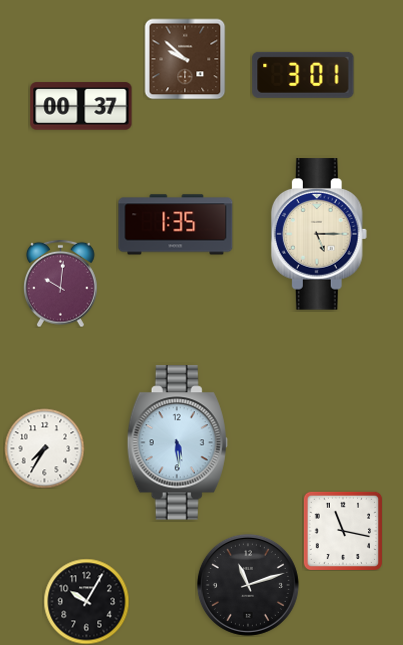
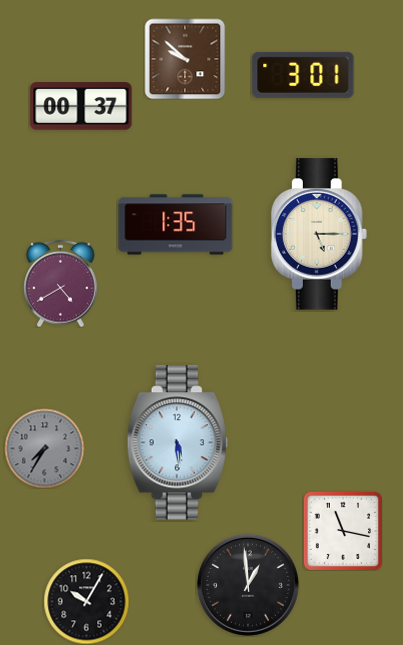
clock at (61, 283): 10:01 -> 4:40
clock at (44, 448) dial: white -> grey
clock at (248, 585): 11:12 -> 12:59
